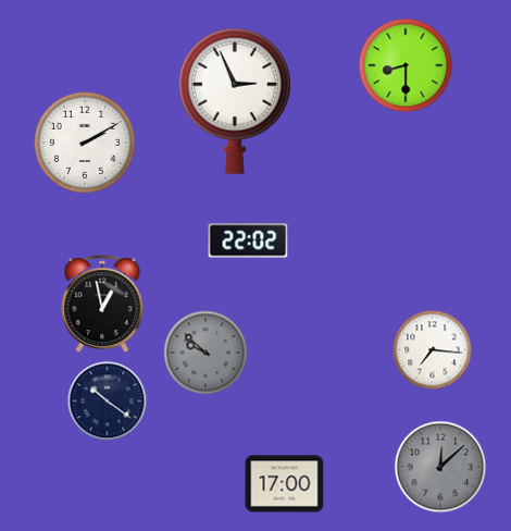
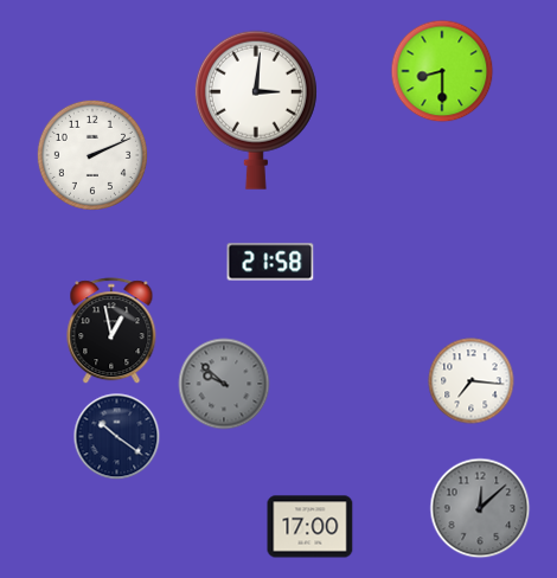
clock at (235, 101): 2:56 -> 3:01
clock at (85, 143): 2:10 -> 2:11
clock at (248, 240): 22:02 -> 21:58
